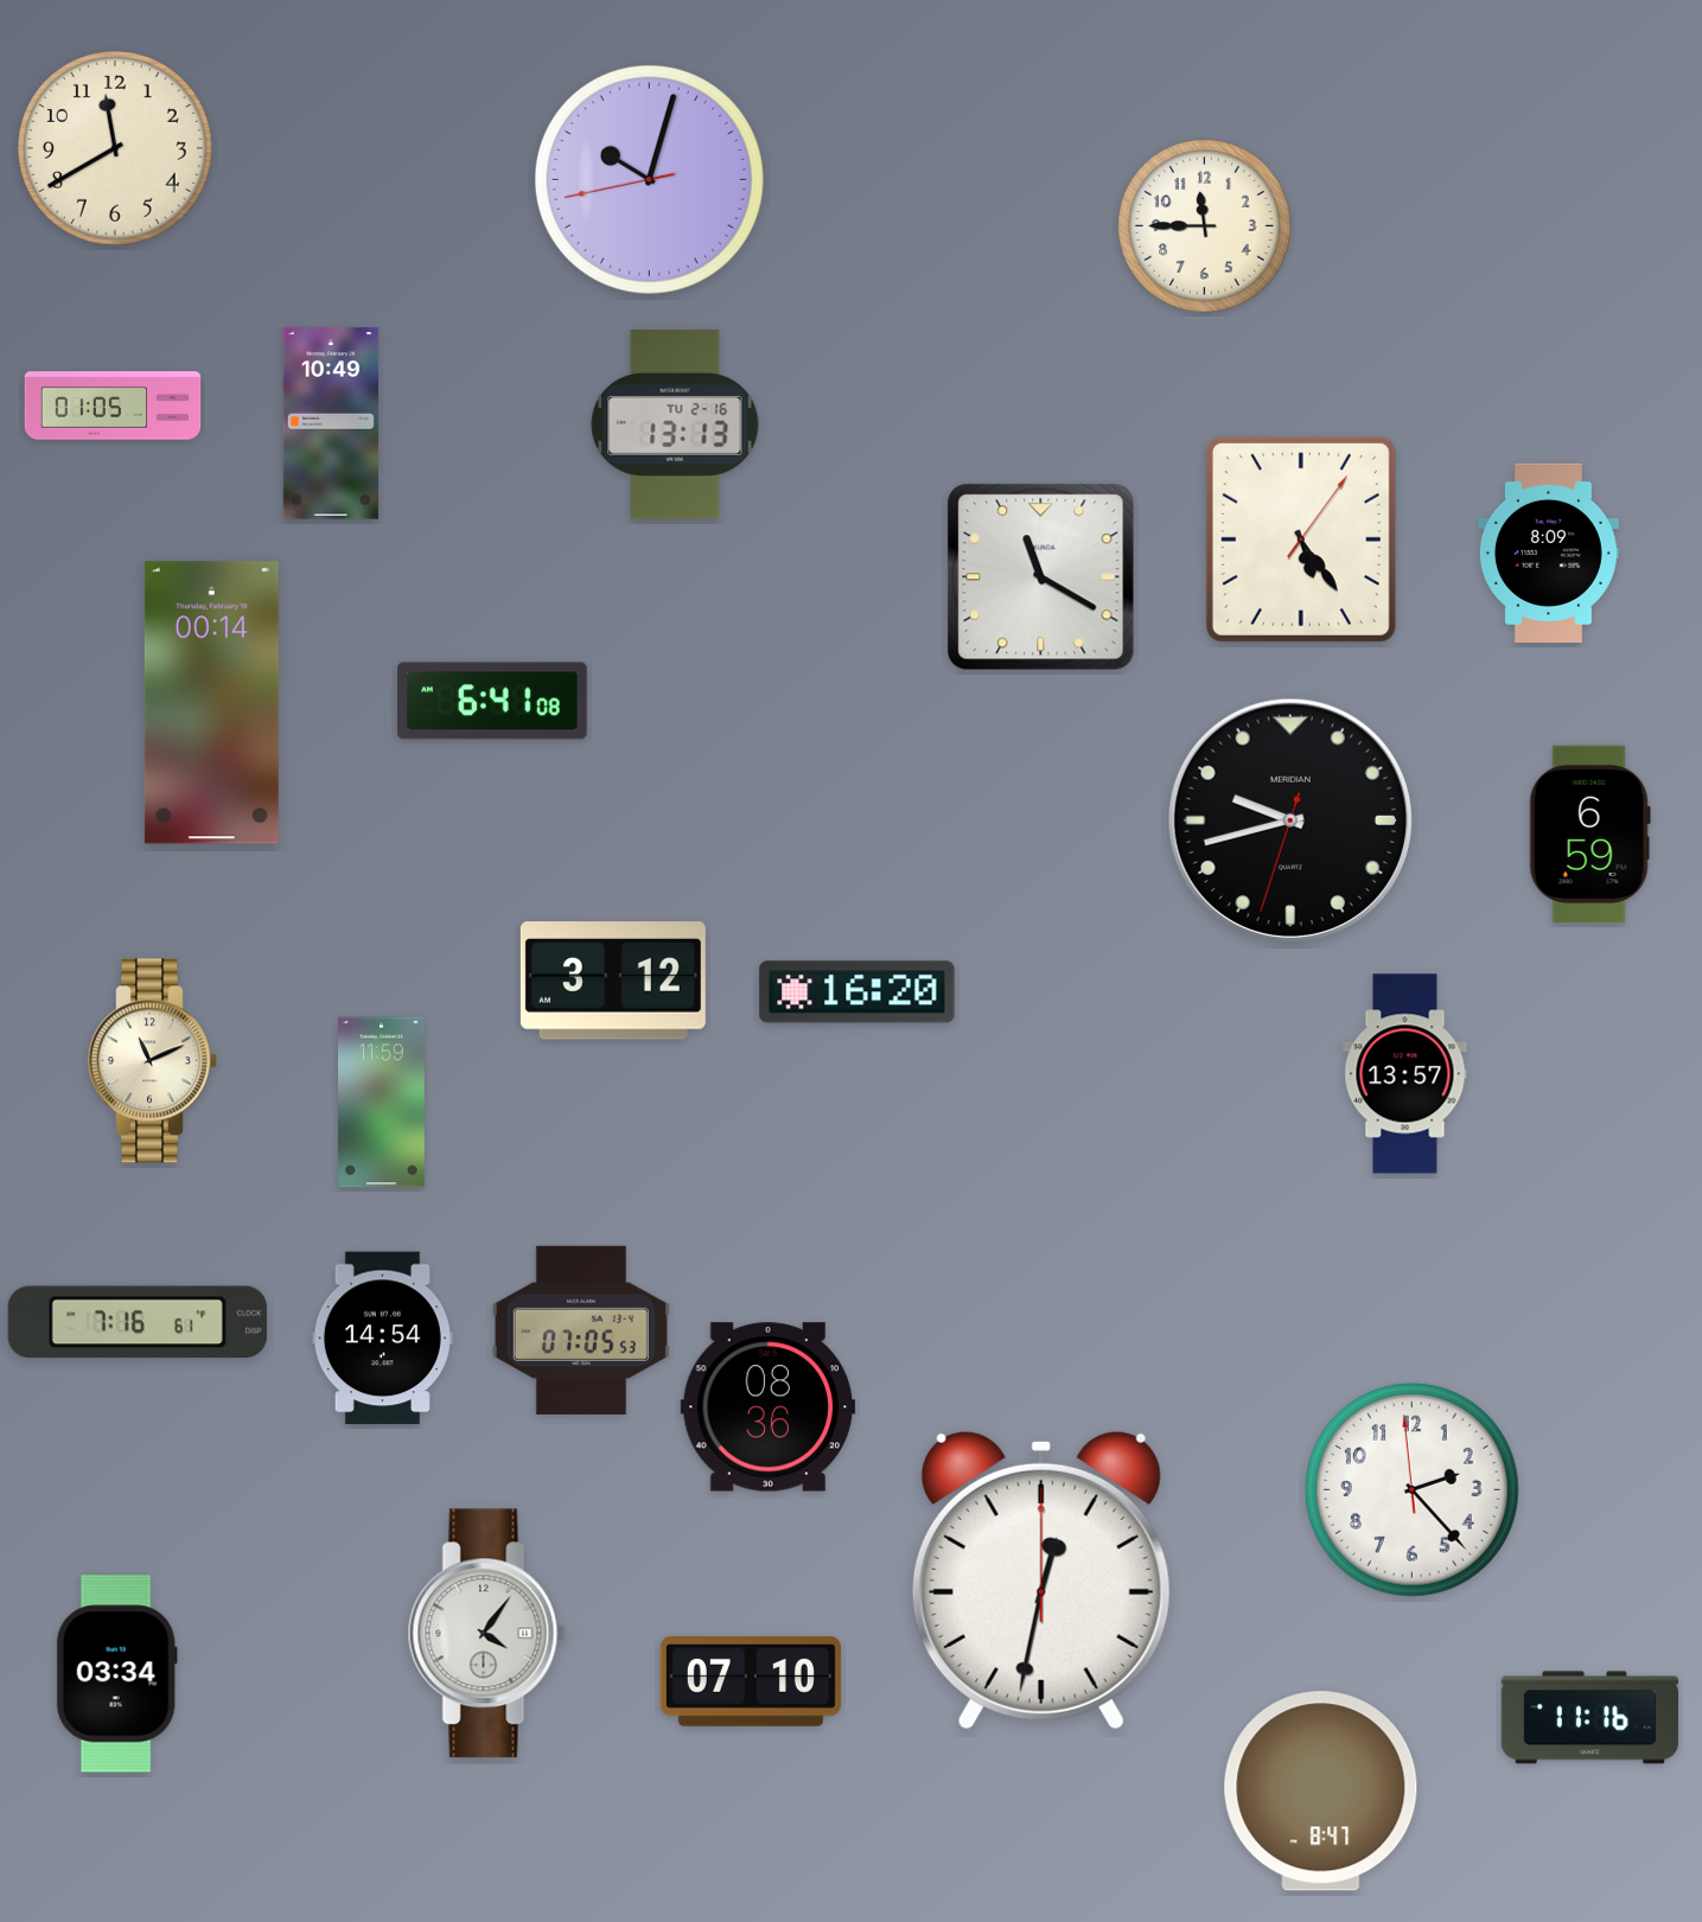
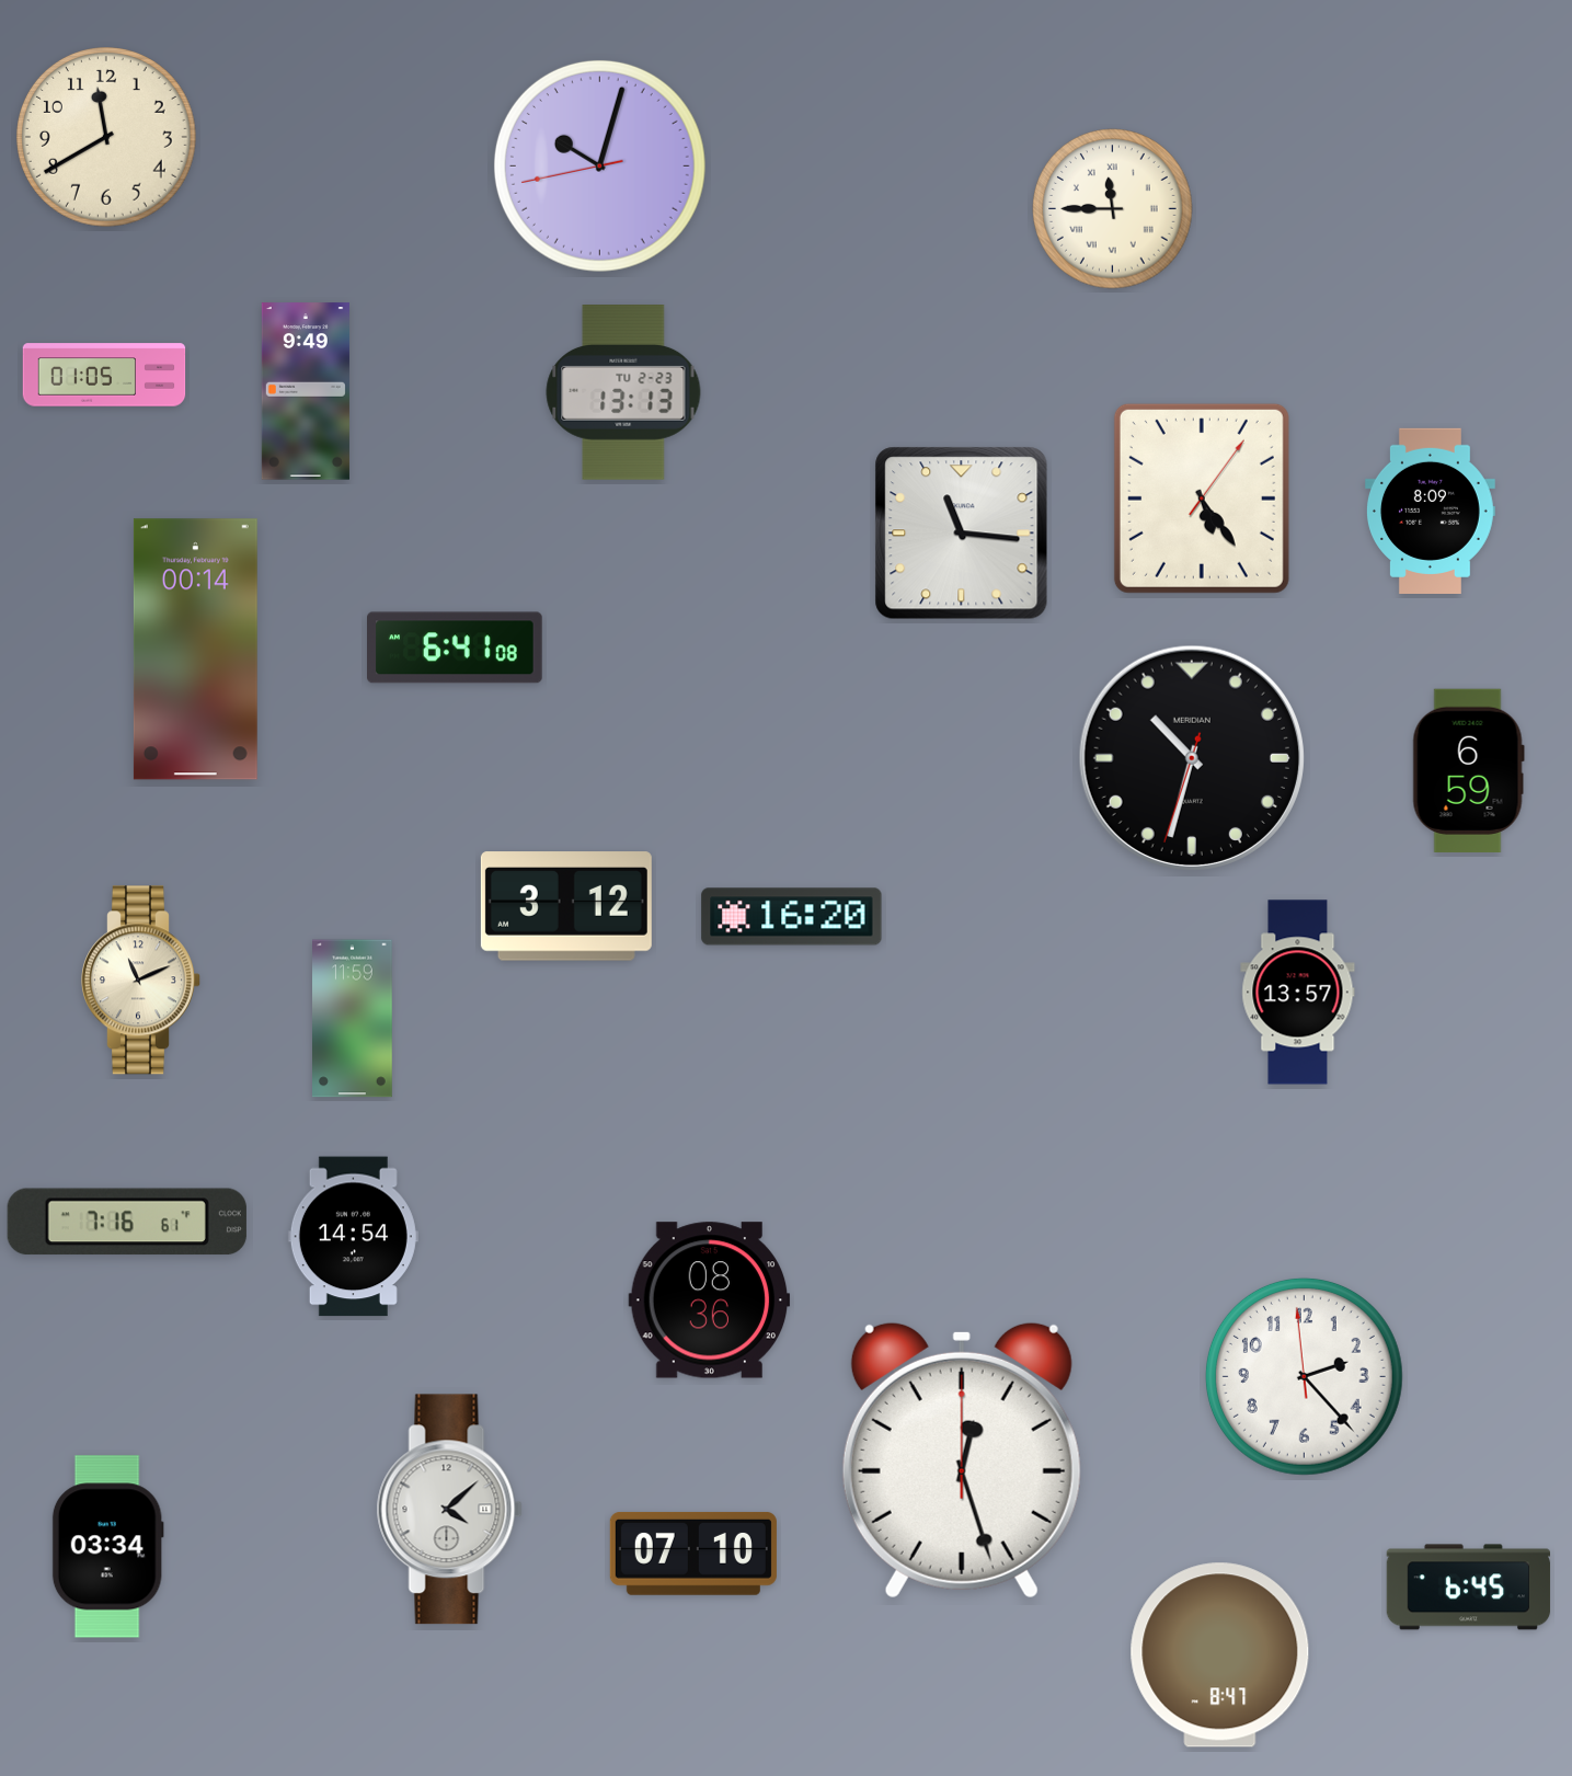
clock at (1205, 226) numerals: Arabic -> Roman
clock at (331, 423): 10:49 -> 9:49
clock at (675, 426) date: TU 2-16 -> TU 2-23
clock at (1041, 577): 11:20 -> 11:16
clock at (1290, 820): 9:42 -> 10:32
clock at (581, 1330): 07:05 -> none
clock at (1041, 1581): 12:32 -> 12:27
clock at (486, 1634): 4:06 -> 4:08
clock at (1591, 1718): 11:16 -> 6:45
